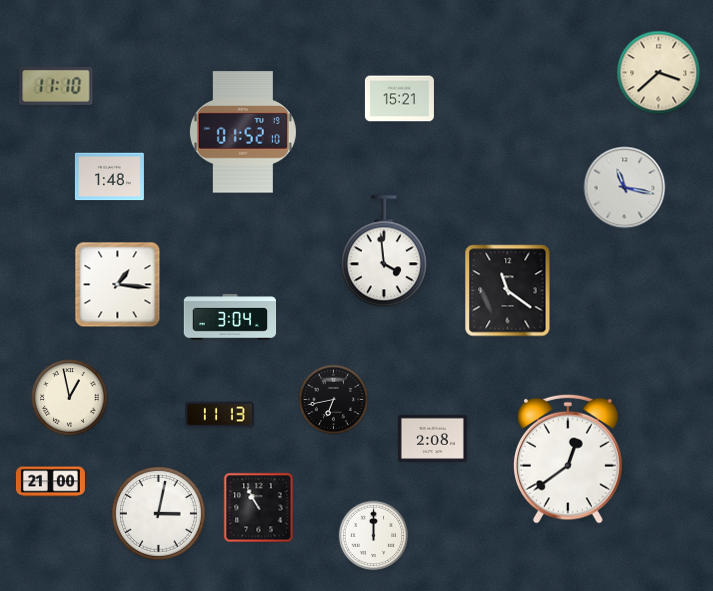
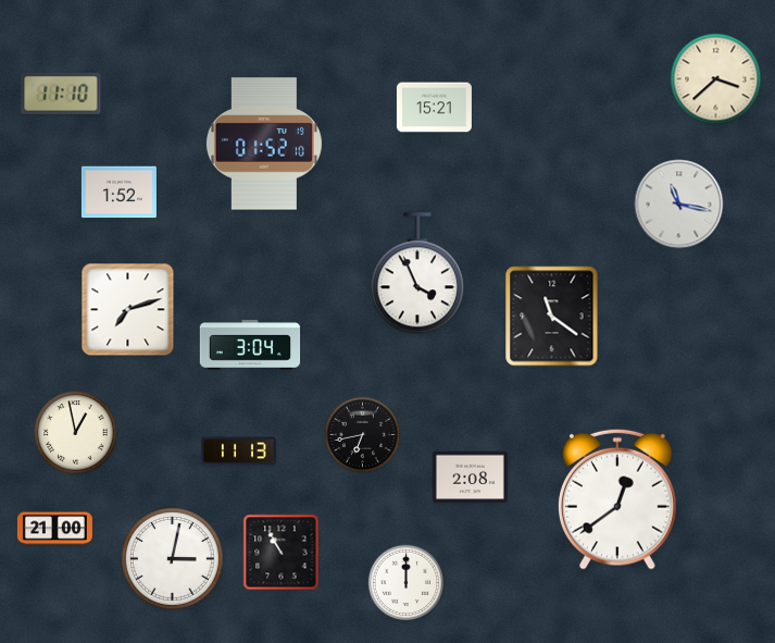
clock at (109, 177): 1:48 -> 1:52
clock at (384, 252): 3:59 -> 3:56
clock at (118, 285): 1:16 -> 7:12
clock at (50, 482) position: (50, 482) -> (54, 529)
